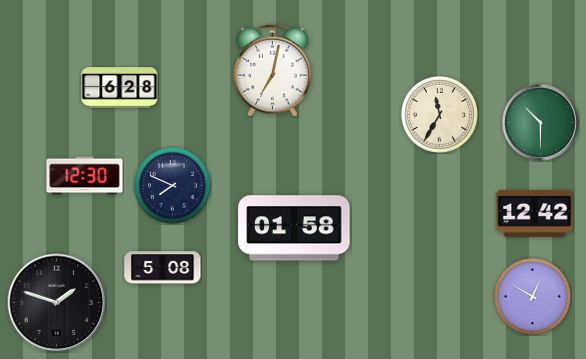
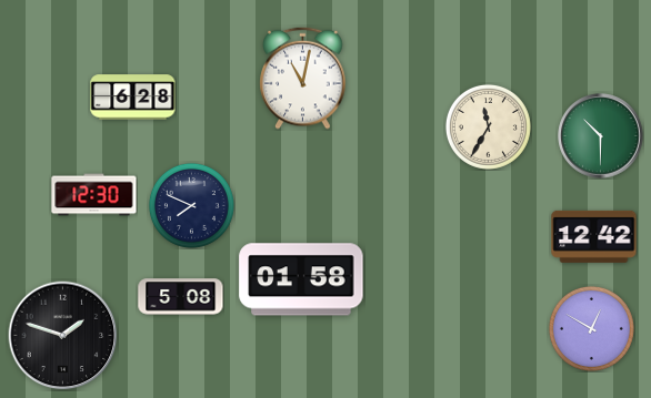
clock at (273, 70): 7:02 -> 11:02
clock at (294, 228) position: (294, 228) -> (301, 279)
